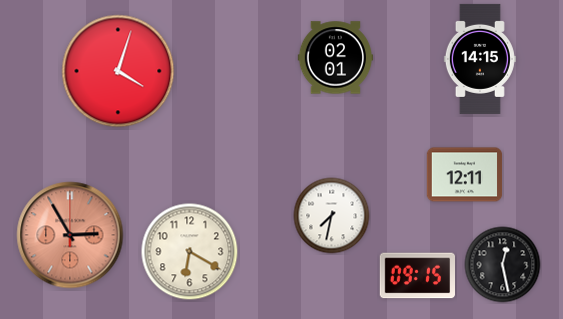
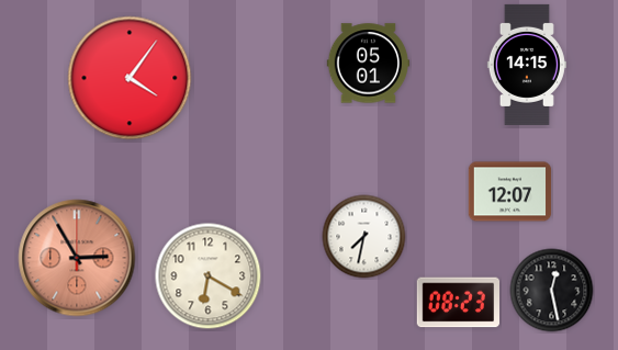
clock at (336, 58): 02:01 -> 05:01
clock at (118, 71): 4:03 -> 4:06
clock at (465, 175): 12:11 -> 12:07
clock at (417, 276): 09:15 -> 08:23
